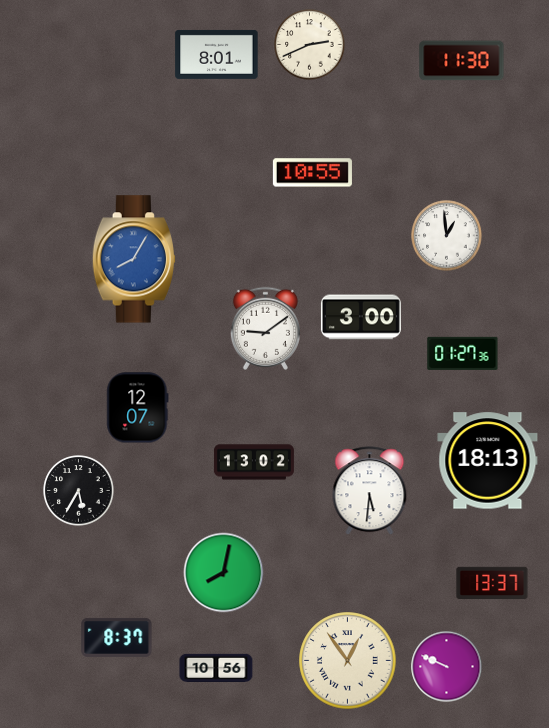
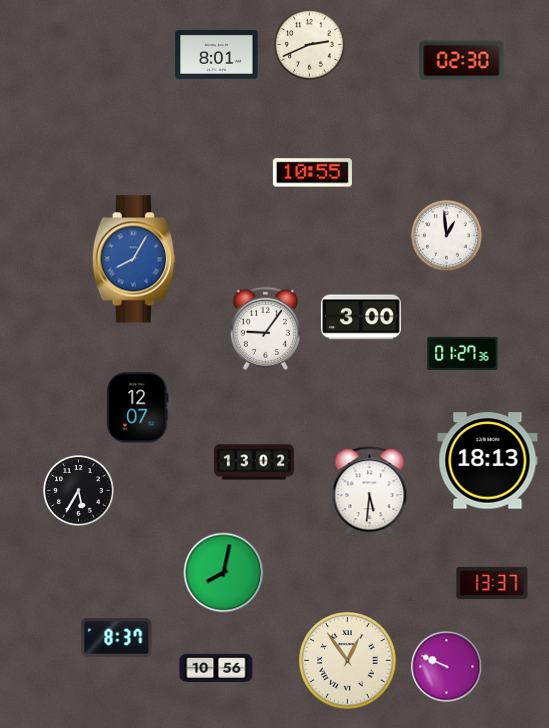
clock at (462, 61): 11:30 -> 02:30
clock at (265, 328): 9:09 -> 9:06
